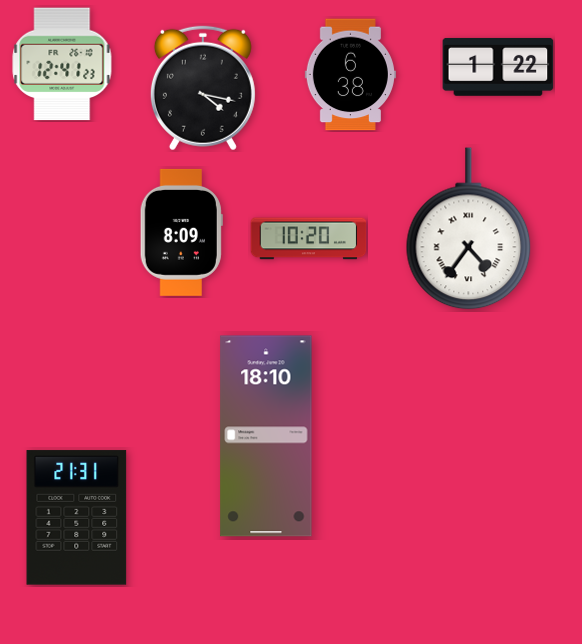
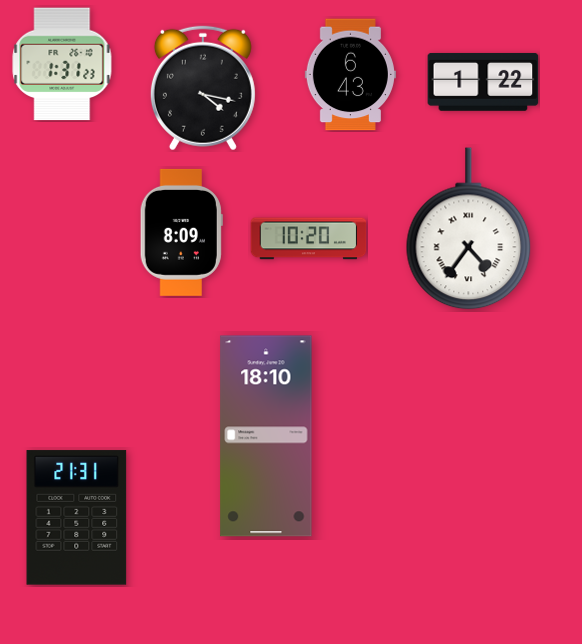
clock at (62, 64): 12:41 -> 1:31
clock at (498, 67) position: (498, 67) -> (483, 82)
clock at (350, 75): 6:38 -> 6:43
